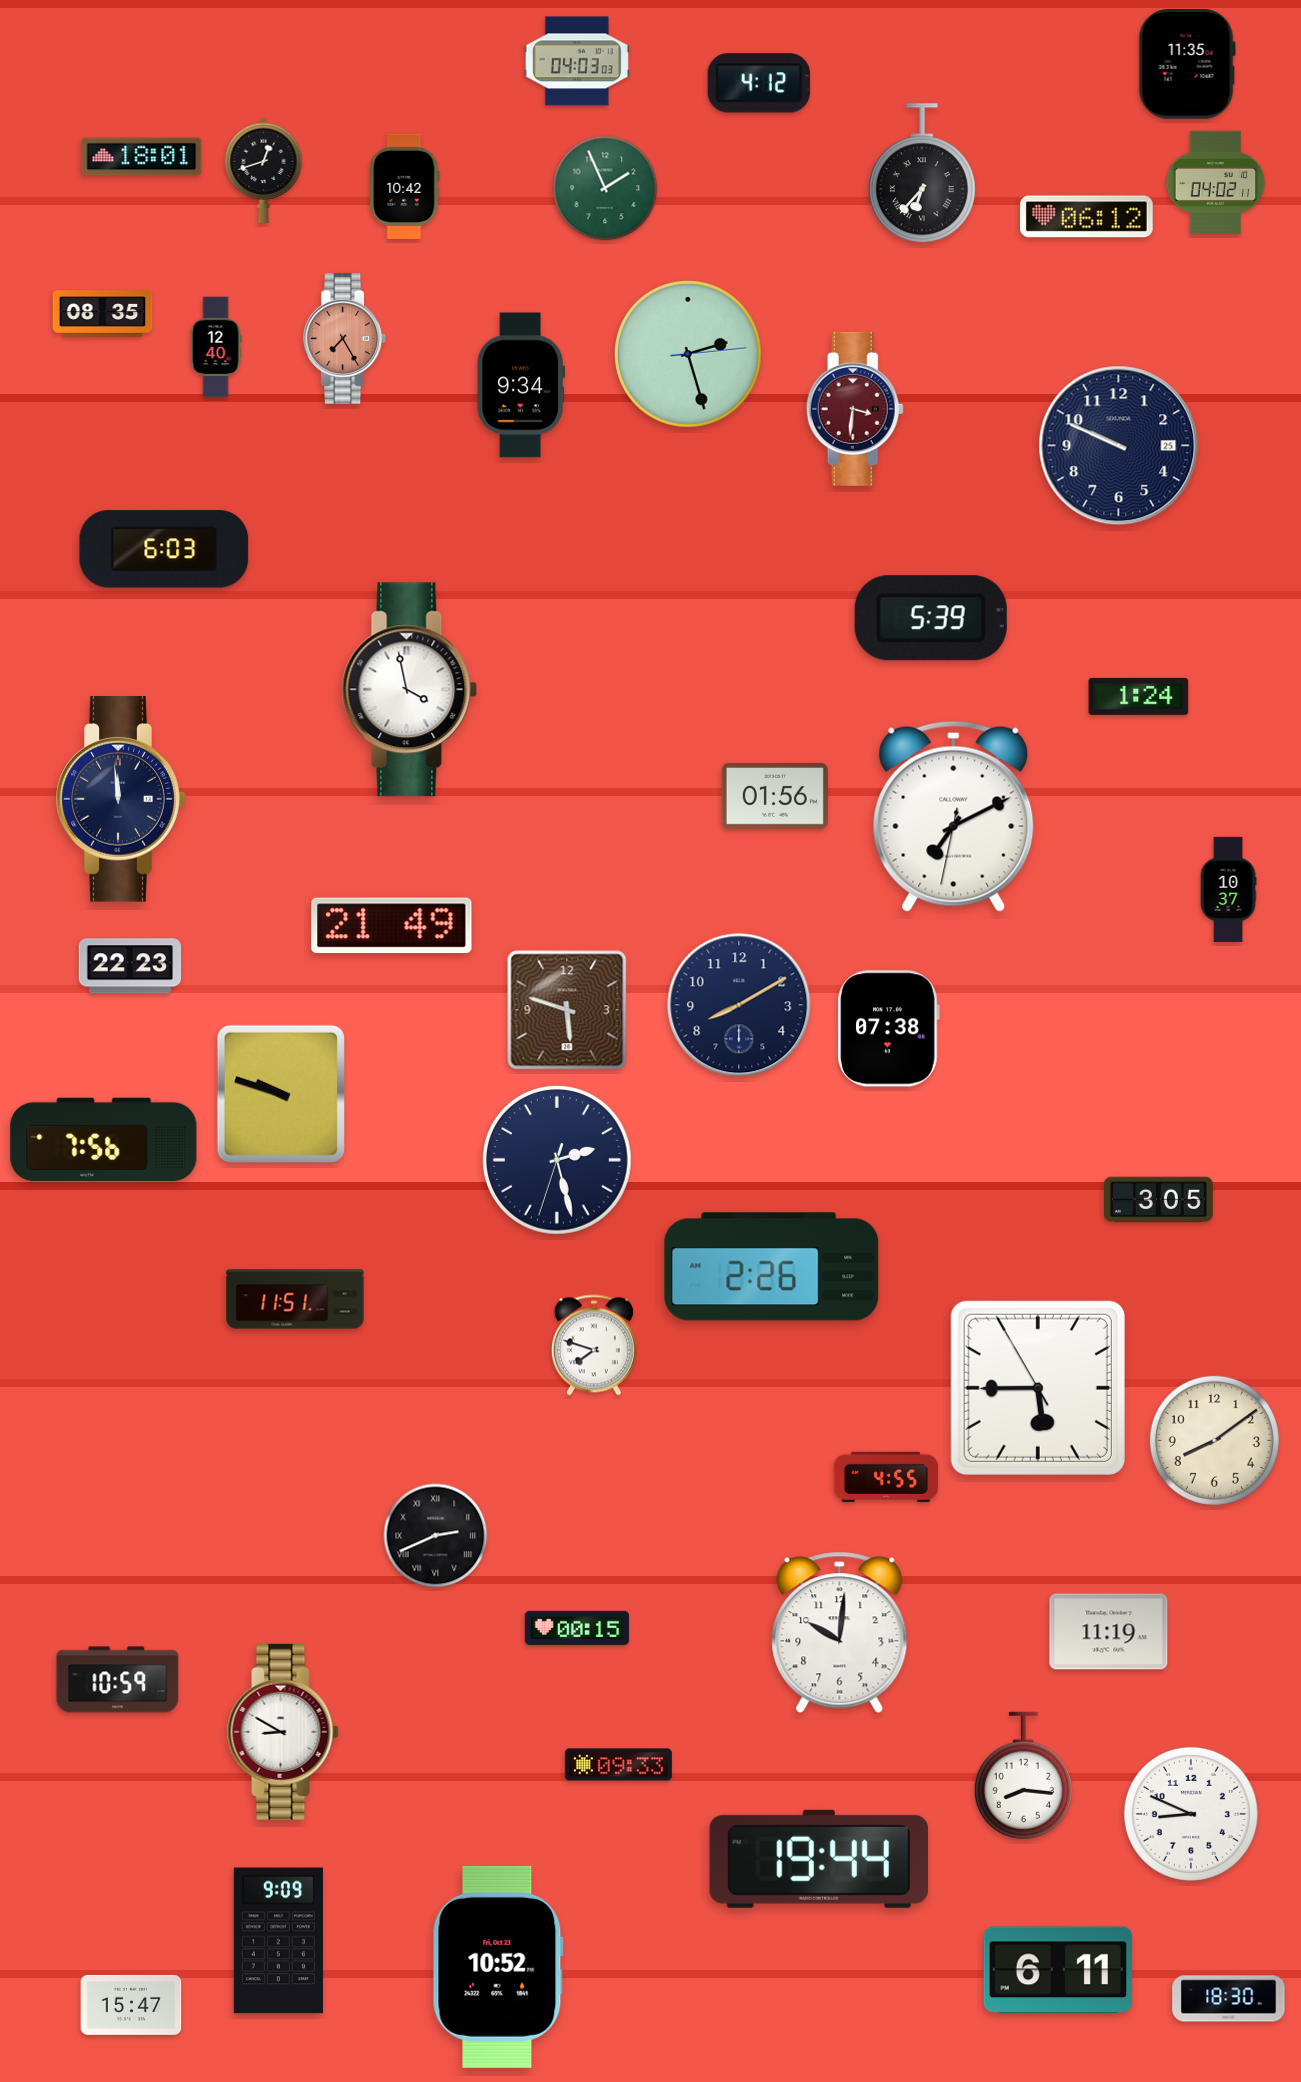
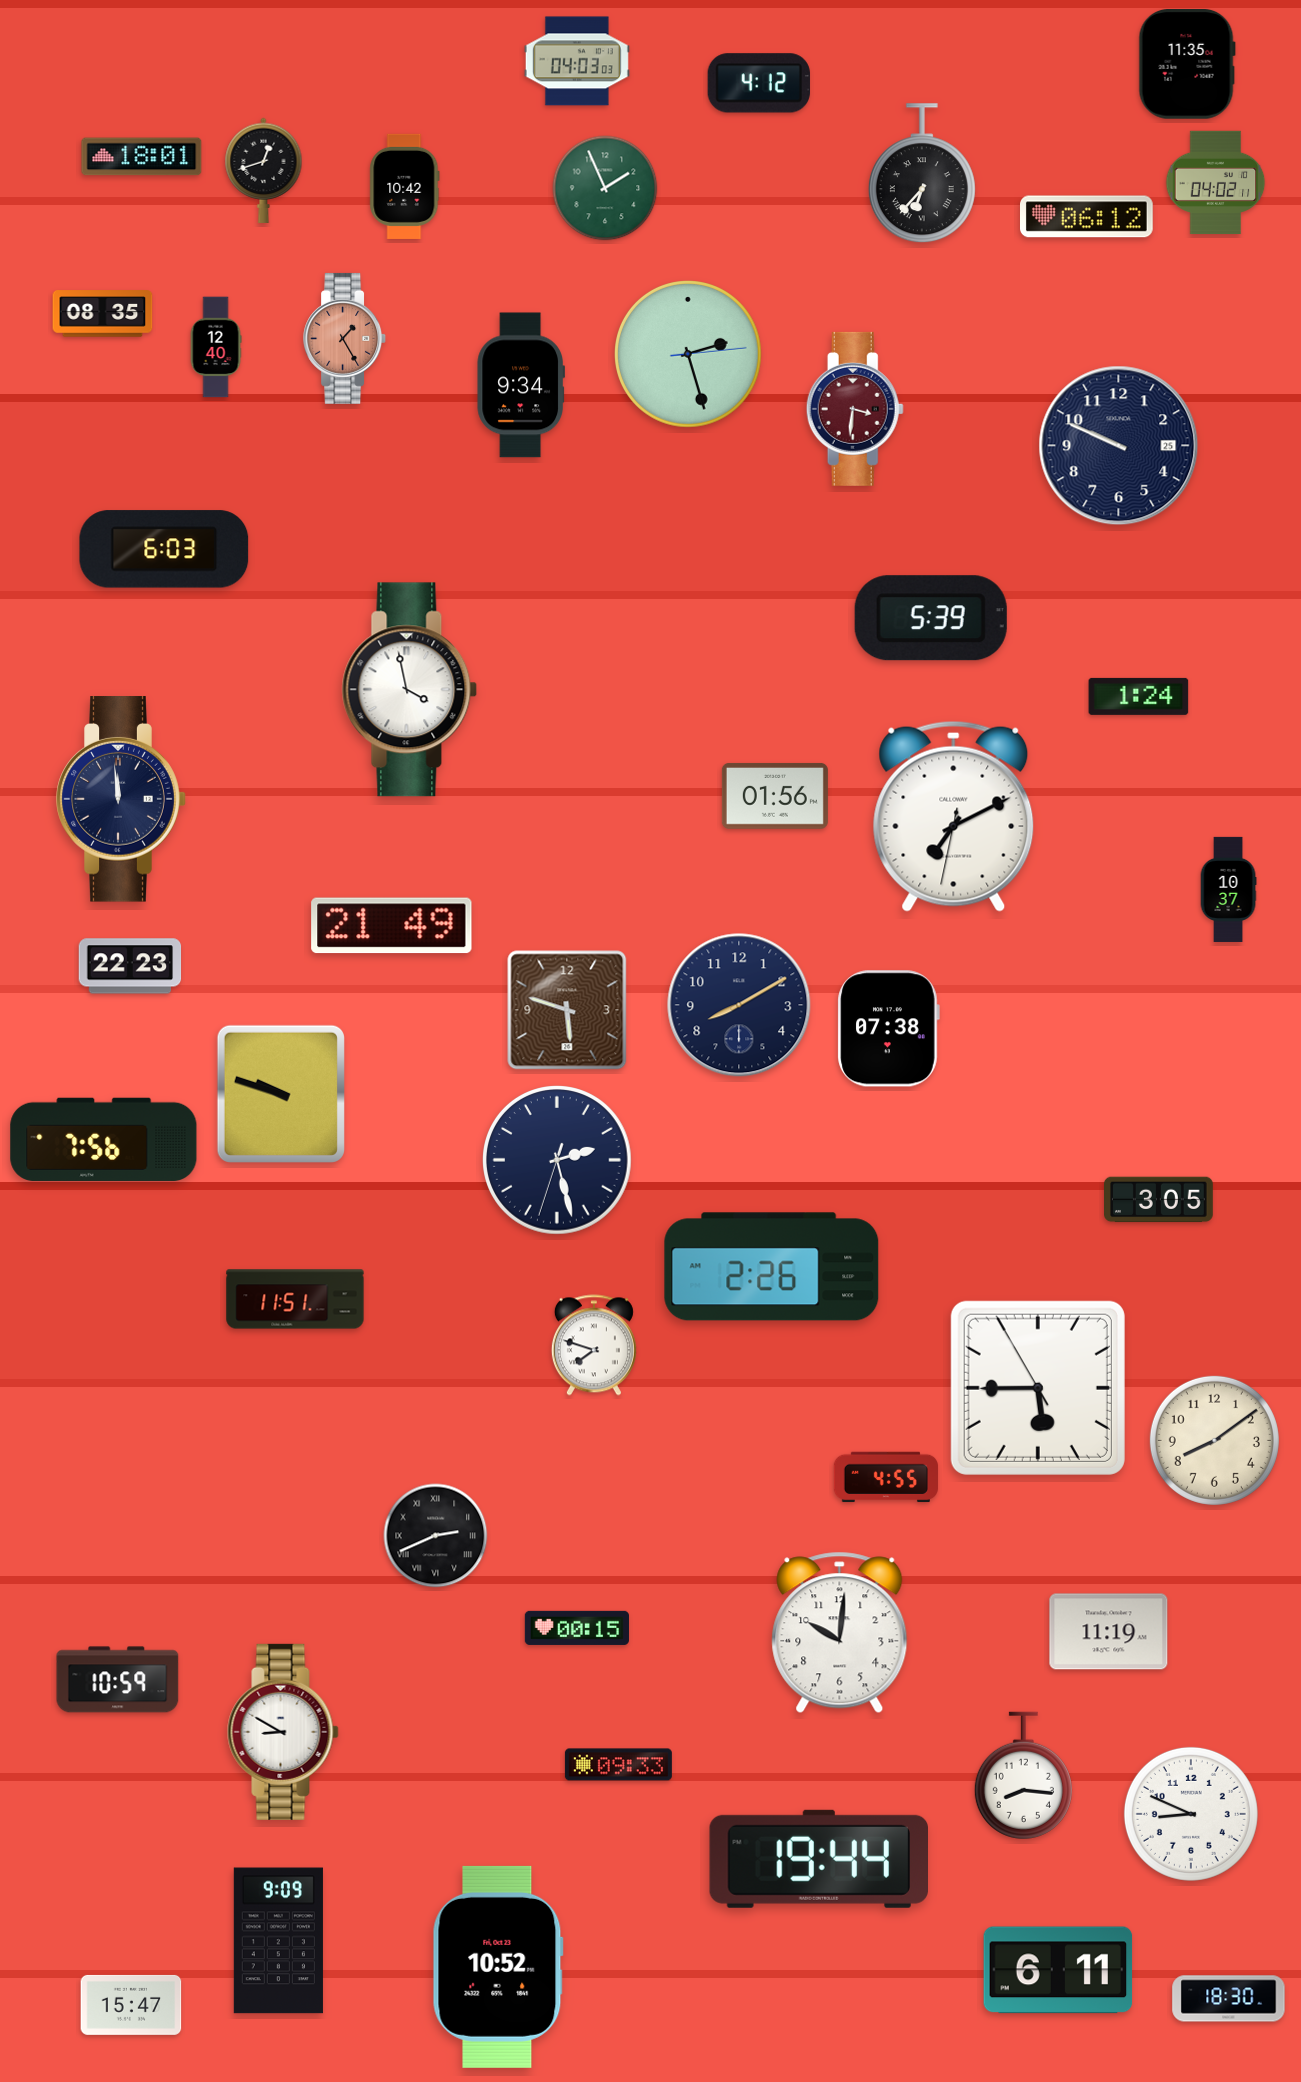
clock at (345, 338): 7:25 -> 1:25
